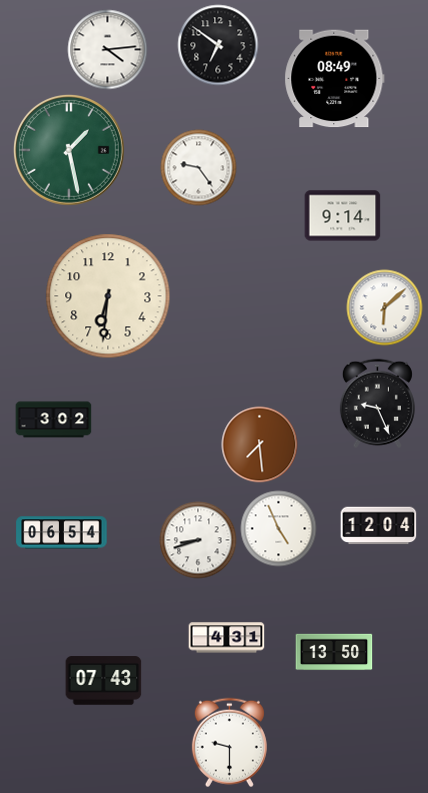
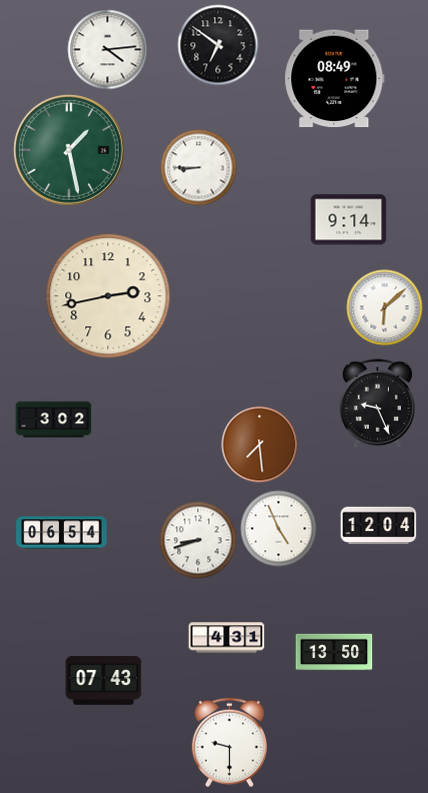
clock at (199, 168): 9:24 -> 8:45
clock at (343, 216) position: (343, 216) -> (349, 220)
clock at (108, 296): 6:31 -> 2:43
